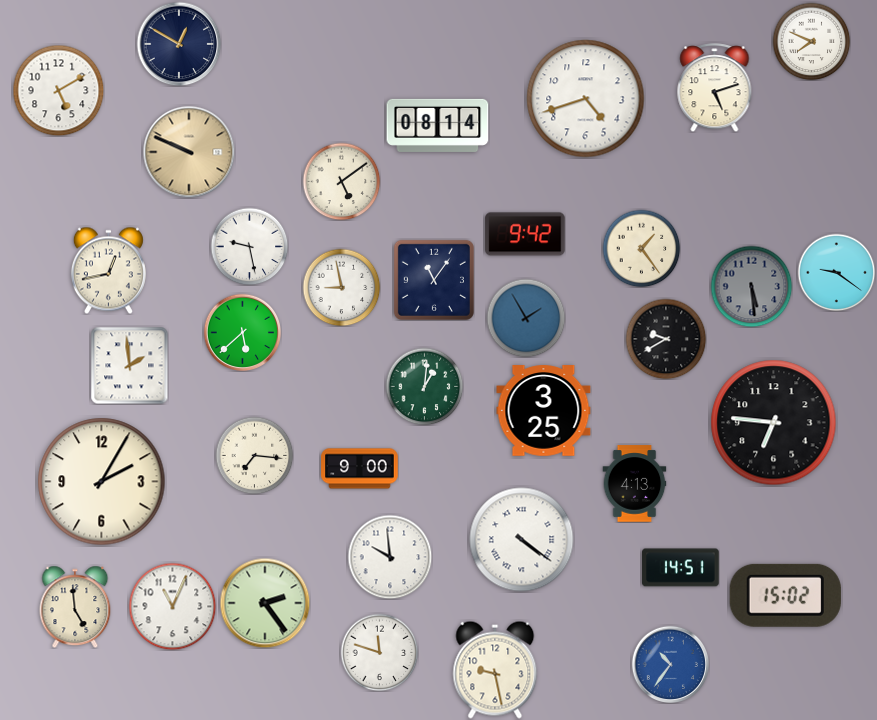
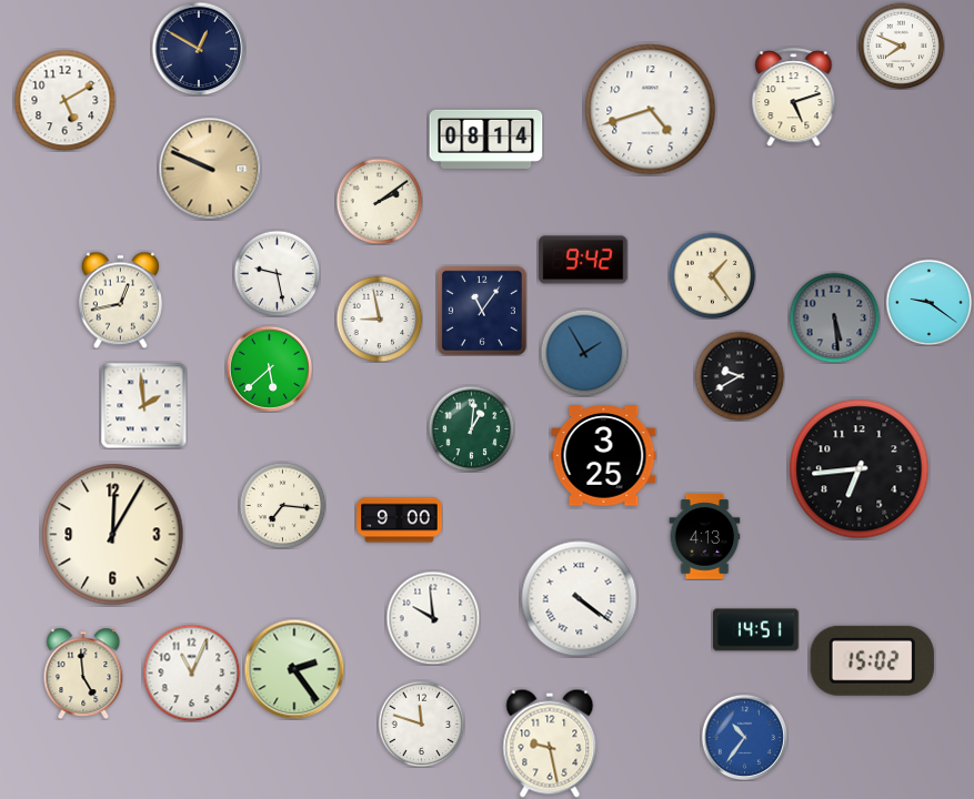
clock at (341, 181): 5:09 -> 2:09
clock at (774, 423): 6:46 -> 6:44
clock at (102, 482): 2:05 -> 12:05
